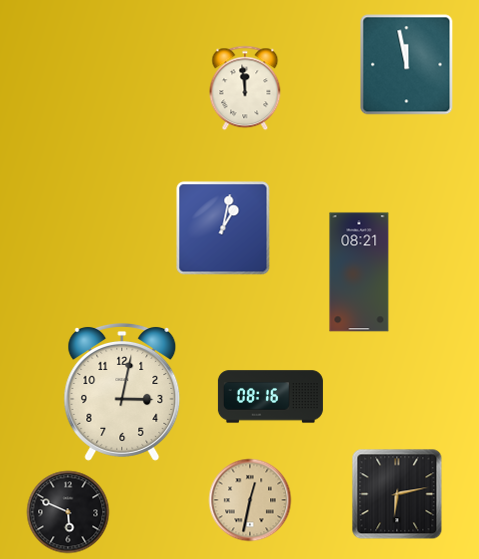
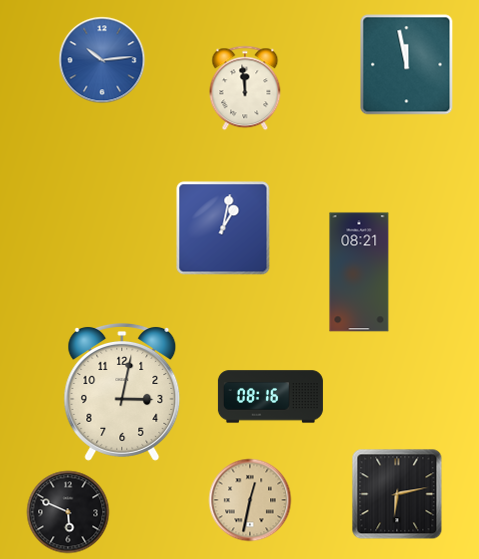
clock at (102, 60): none -> 10:14
